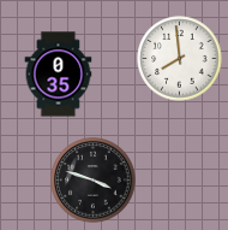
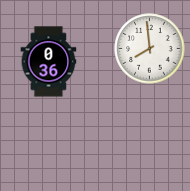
clock at (59, 75): 0:35 -> 0:36
clock at (94, 181): 3:48 -> none
